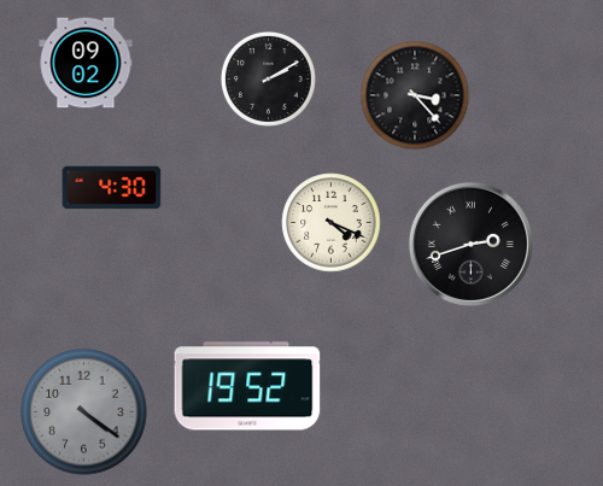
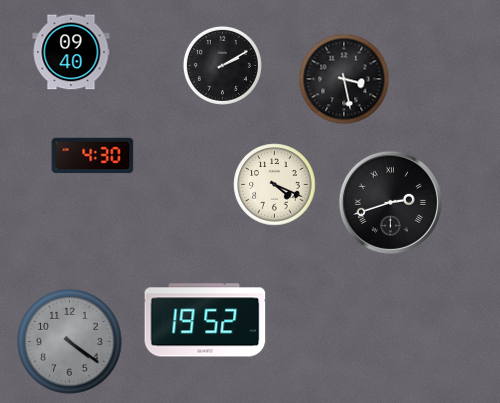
clock at (86, 63): 09:02 -> 09:40
clock at (415, 95): 3:23 -> 3:28
